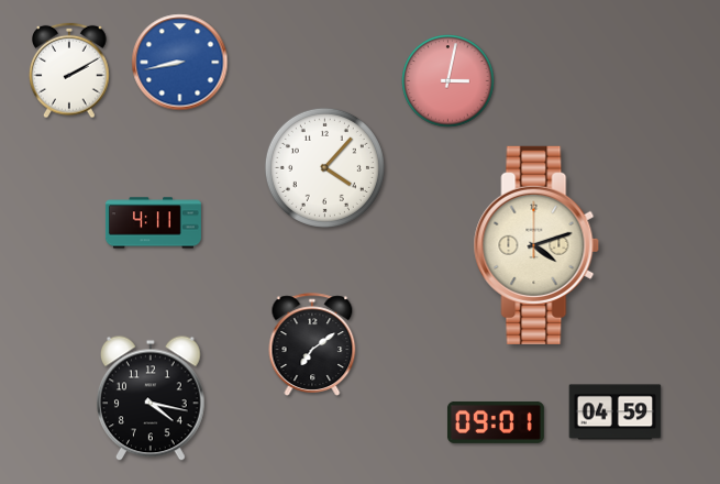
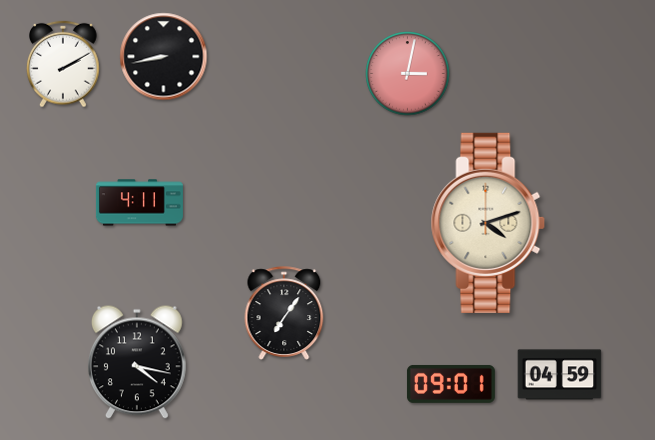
clock at (180, 63) dial: blue -> black
clock at (324, 167): 4:07 -> none
clock at (312, 344): 7:09 -> 7:06
